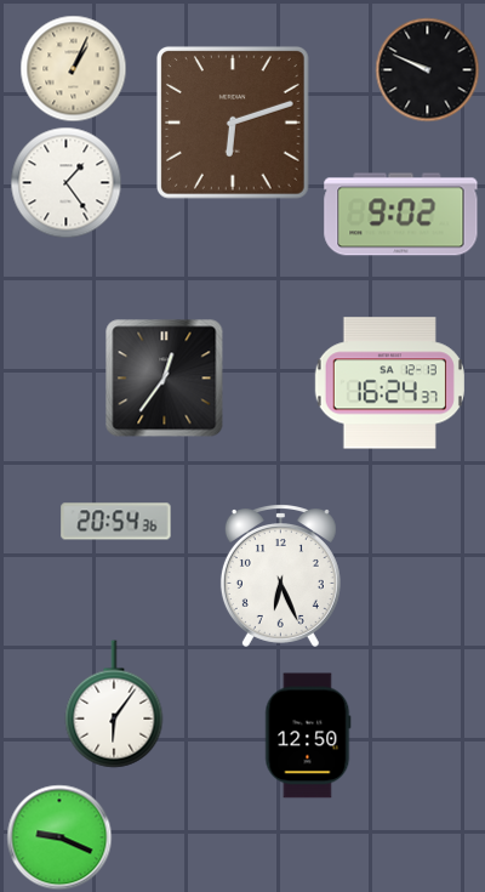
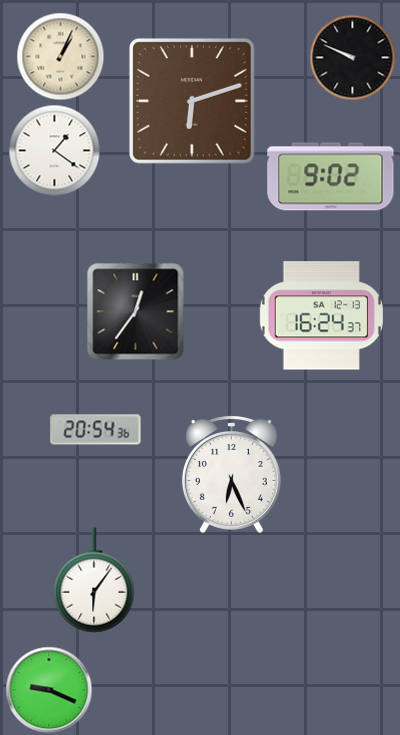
clock at (67, 183): 1:24 -> 1:21
clock at (308, 735): 12:50 -> none
